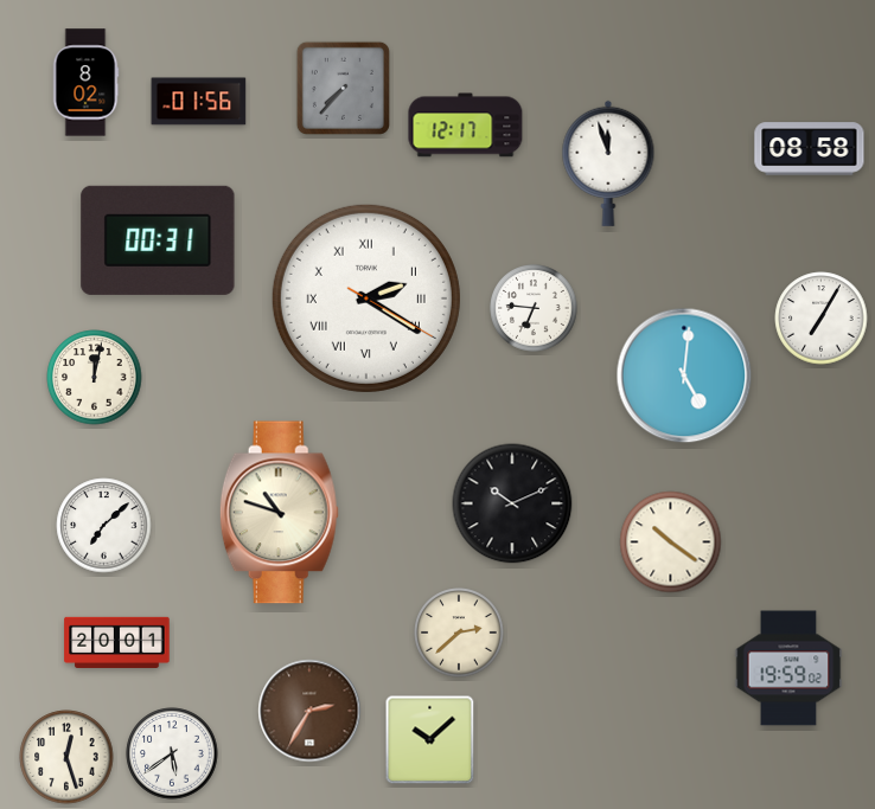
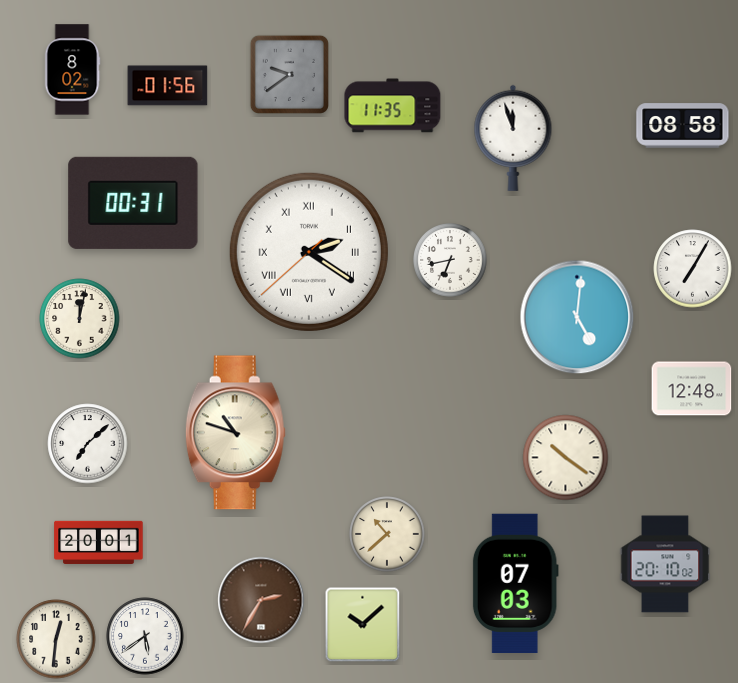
clock at (343, 88): 7:37 -> 9:39
clock at (466, 126): 12:17 -> 11:35
clock at (366, 298): 2:20:20 -> 2:20:38
clock at (535, 309): 6:46 -> 6:43
clock at (692, 389): none -> 12:48
clock at (512, 503): 10:11 -> none
clock at (459, 633): 2:38 -> 10:38
clock at (788, 668): 19:59 -> 20:10
clock at (515, 583): none -> 07:03
clock at (66, 757): 12:27 -> 12:31
